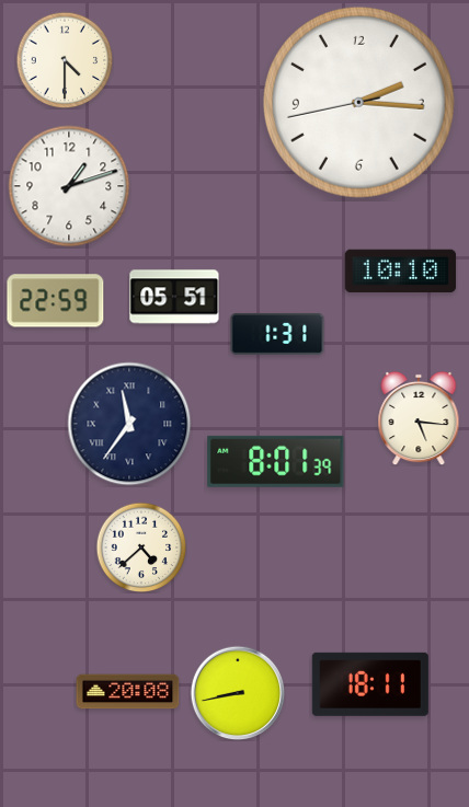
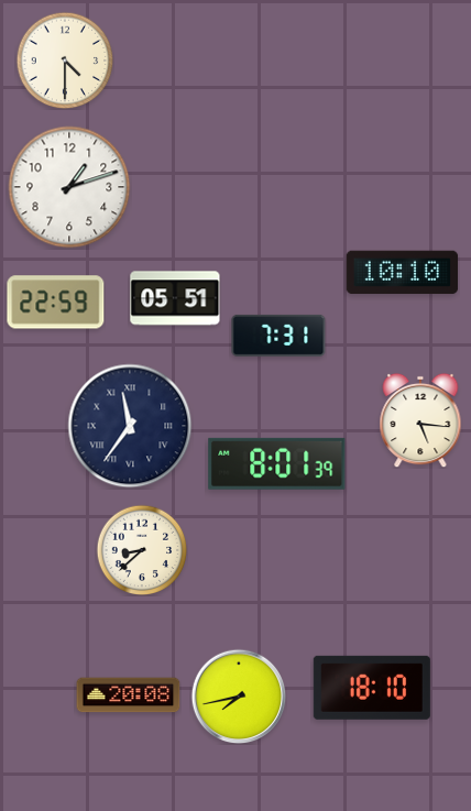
clock at (358, 102): 2:15 -> none
clock at (277, 334): 1:31 -> 7:31
clock at (141, 547): 4:38 -> 8:38
clock at (370, 684): 18:11 -> 18:10
clock at (238, 693): 8:43 -> 7:43
